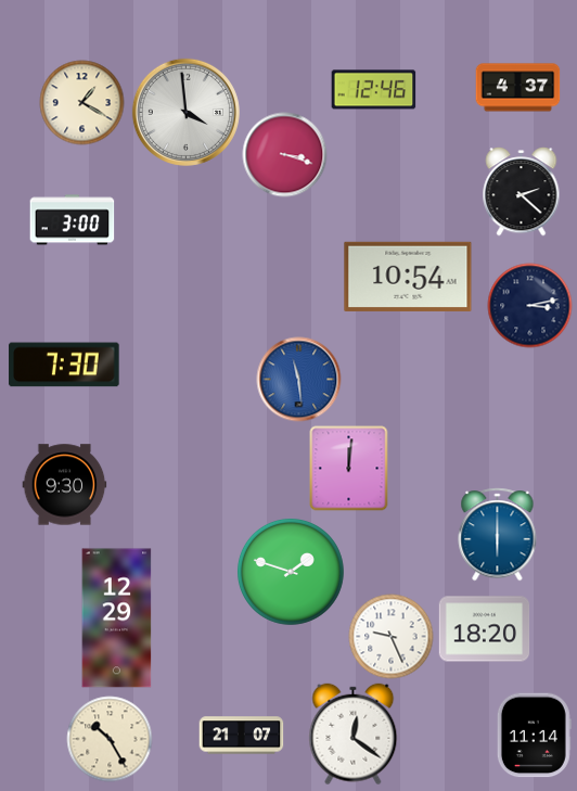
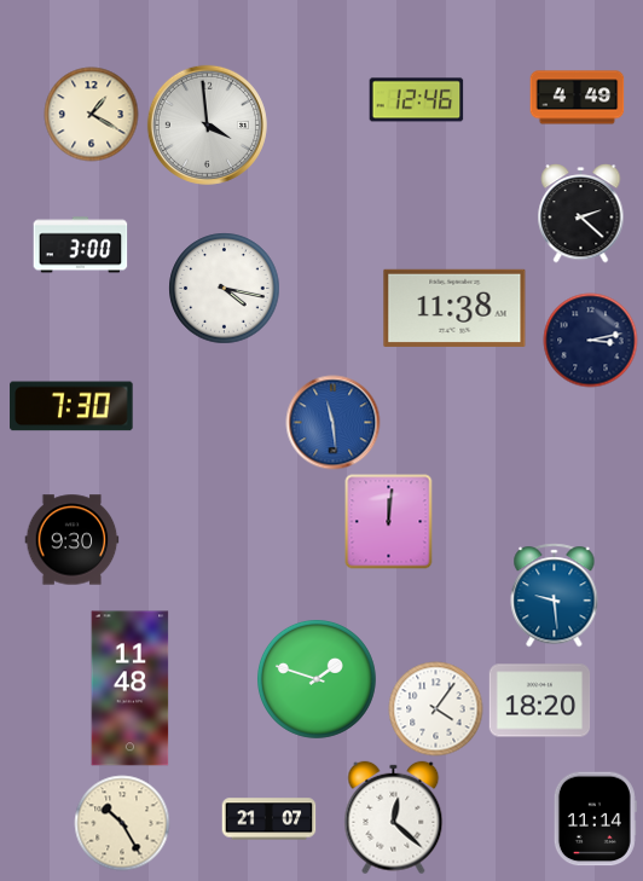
clock at (517, 88): 4:37 -> 4:49
clock at (284, 154): 3:18 -> none
clock at (224, 288): none -> 4:17
clock at (408, 277): 10:54 -> 11:38
clock at (498, 534): 6:00 -> 9:29
clock at (291, 572) position: (291, 572) -> (317, 679)
clock at (117, 618): 12:29 -> 11:48
clock at (390, 636): 9:26 -> 4:06
clock at (354, 733): 12:21 -> 12:22
